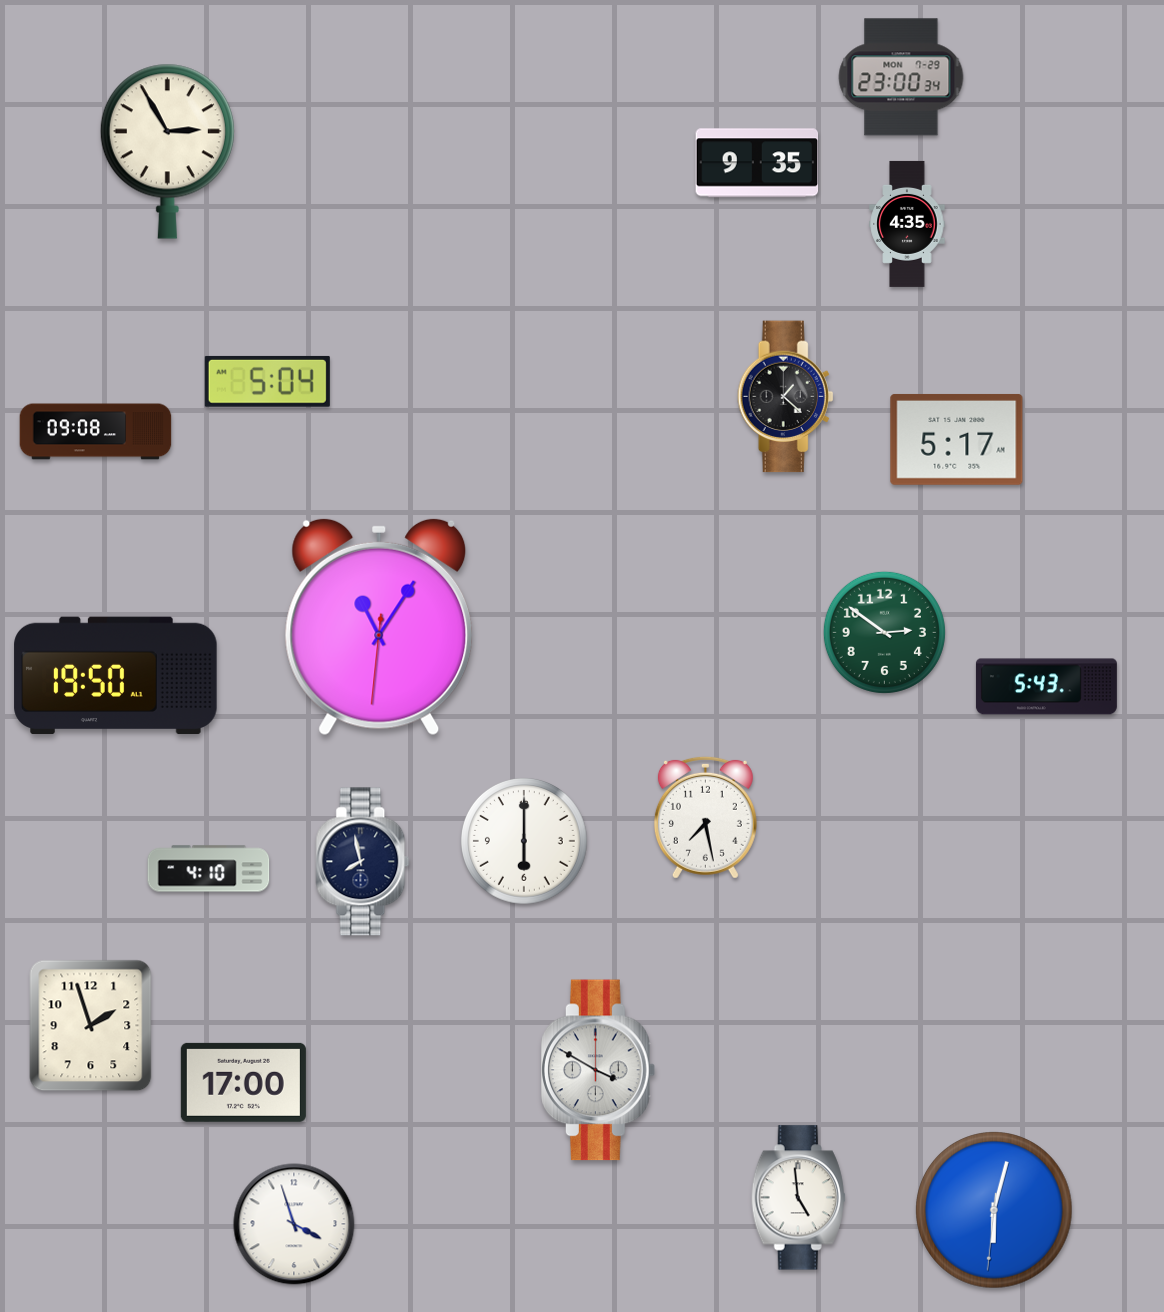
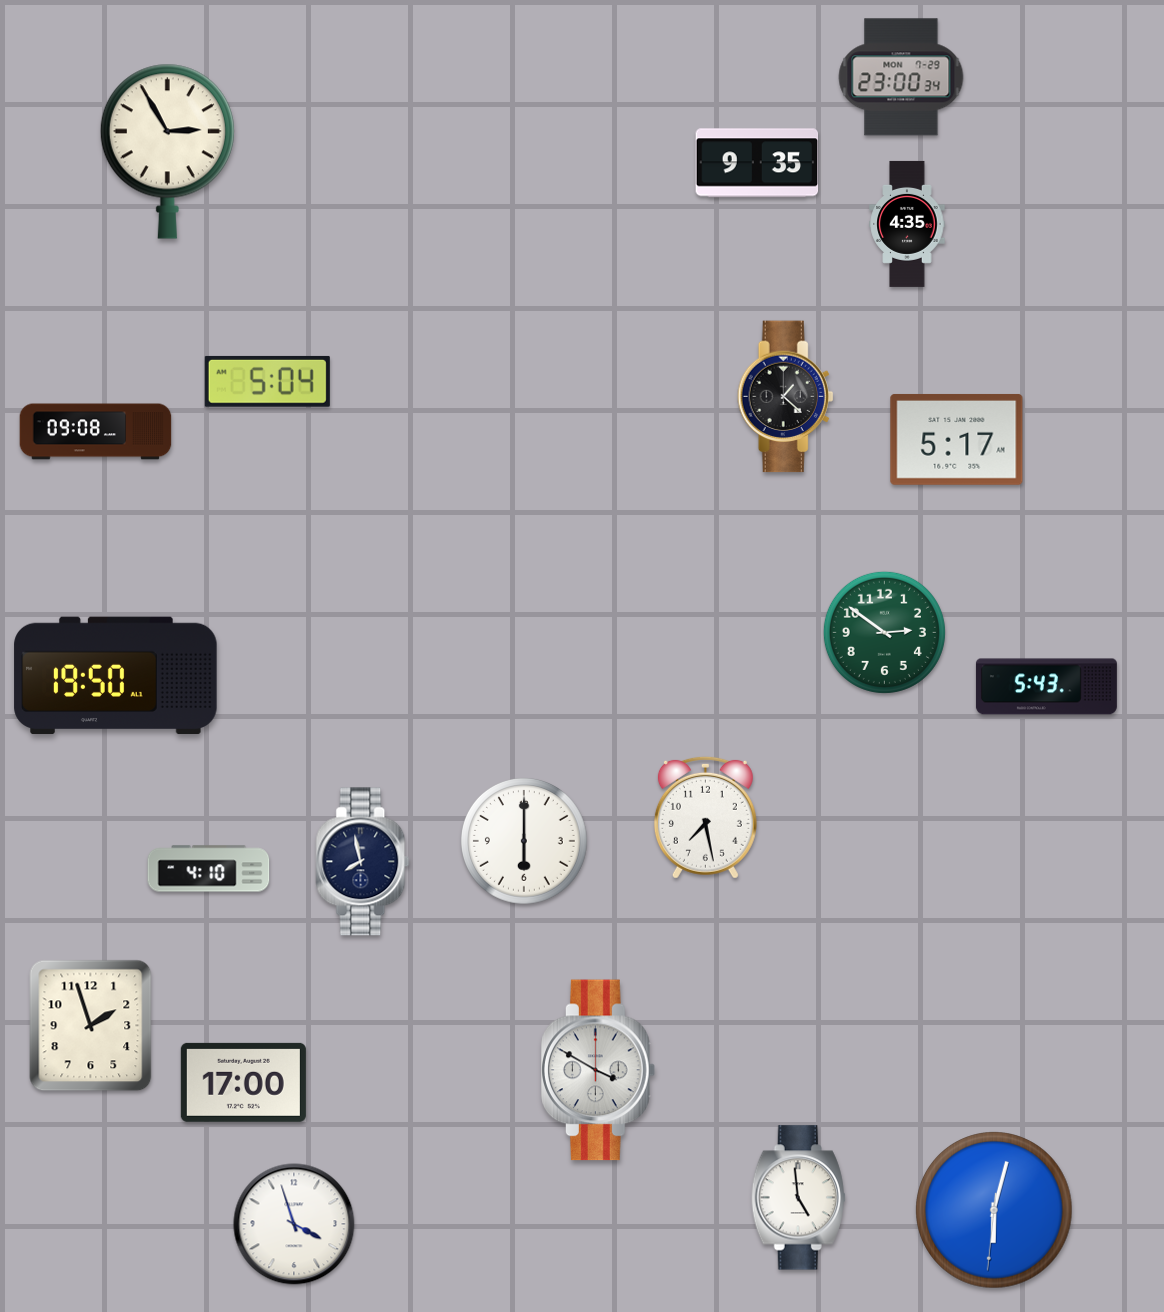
clock at (379, 627): 11:05 -> none
